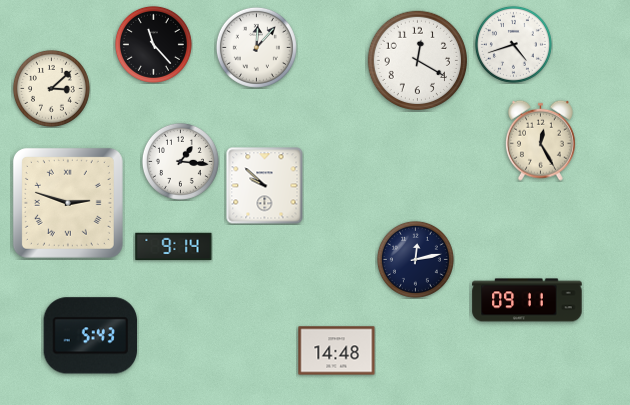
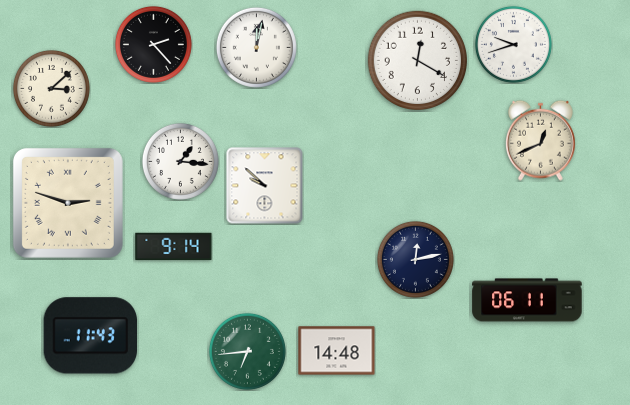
clock at (153, 44): 11:23 -> 2:23
clock at (513, 44): 4:42 -> 9:42
clock at (256, 47): 12:07 -> 12:02
clock at (540, 140): 12:25 -> 12:41
clock at (527, 300): 09:11 -> 06:11
clock at (91, 336): 5:43 -> 11:43
clock at (247, 351): none -> 6:44
